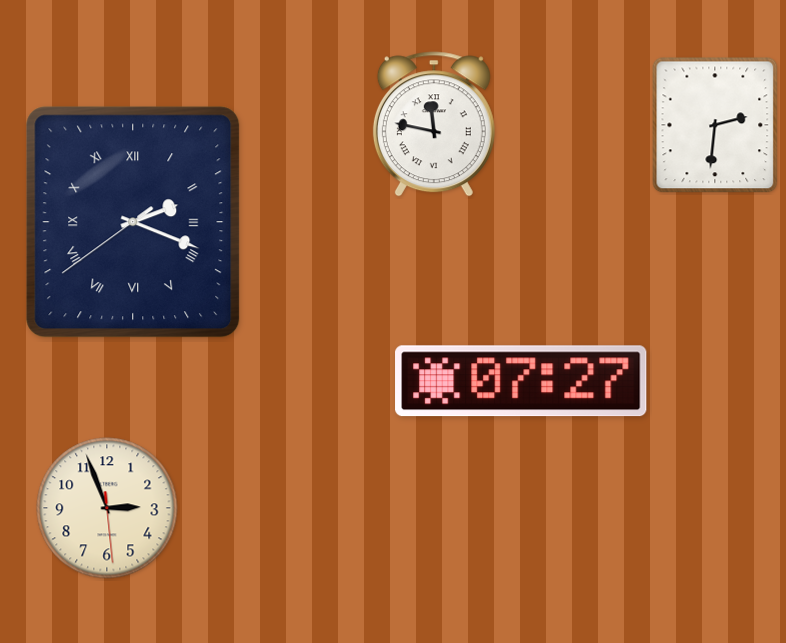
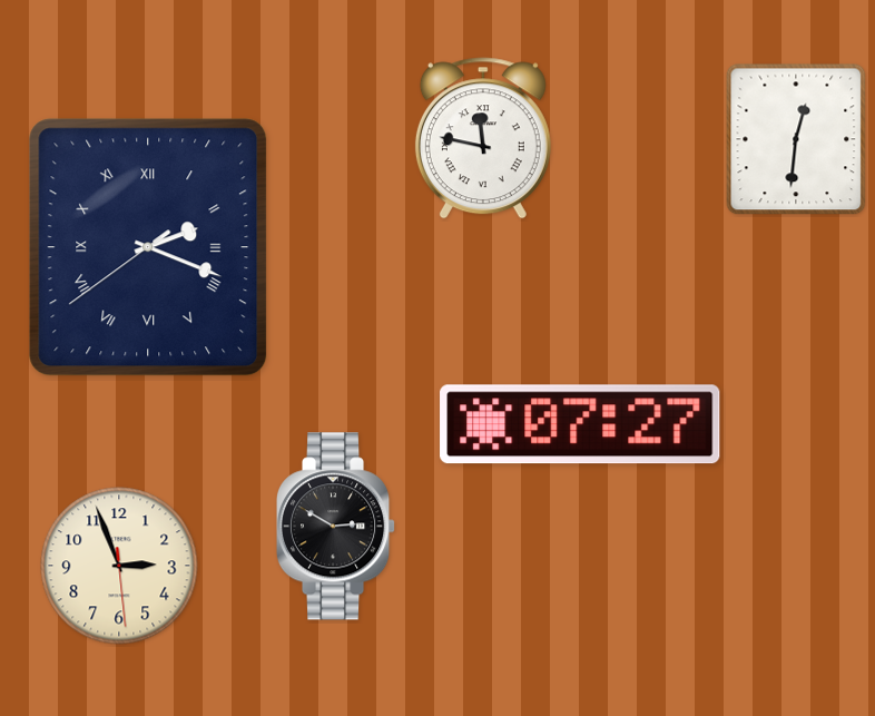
clock at (715, 125): 2:31 -> 12:31
clock at (336, 527): none -> 2:50
